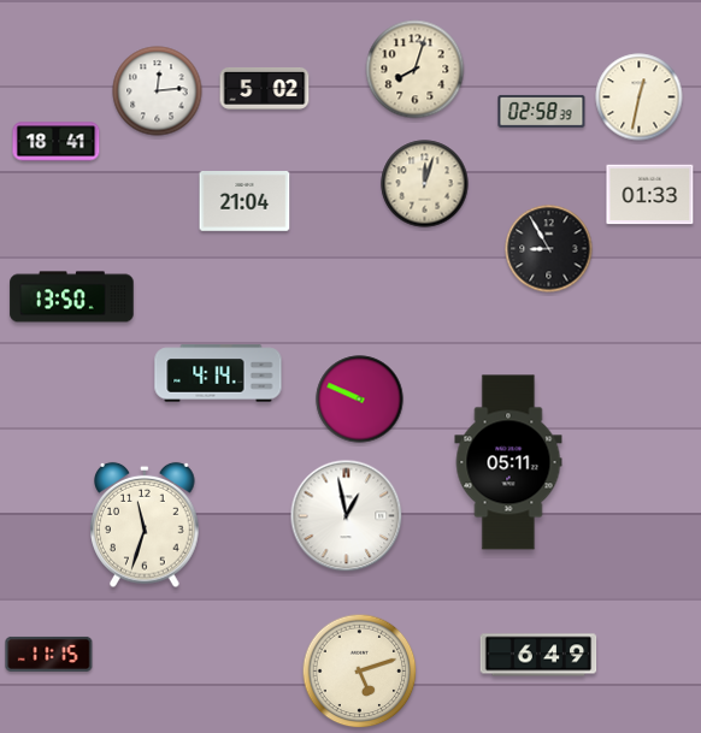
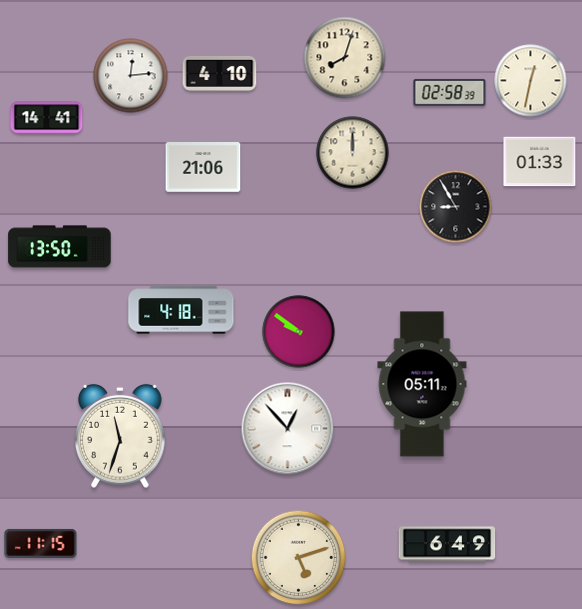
clock at (265, 88): 5:02 -> 4:10
clock at (57, 142): 18:41 -> 14:41
clock at (425, 184): 12:03 -> 12:00
clock at (245, 202): 21:04 -> 21:06
clock at (218, 373): 4:14 -> 4:18
clock at (360, 400): 9:49 -> 9:51
clock at (347, 516): 12:58 -> 12:53
